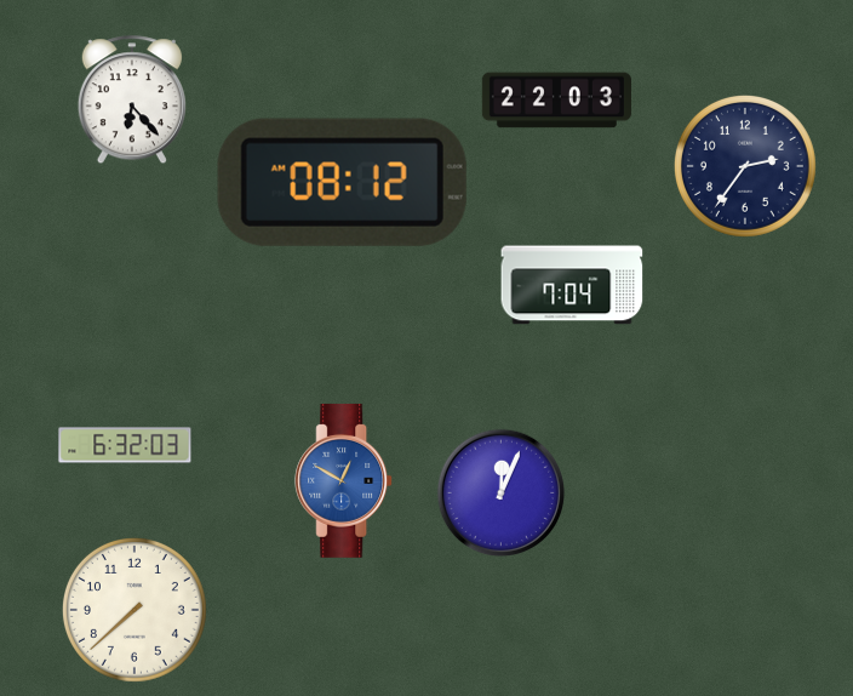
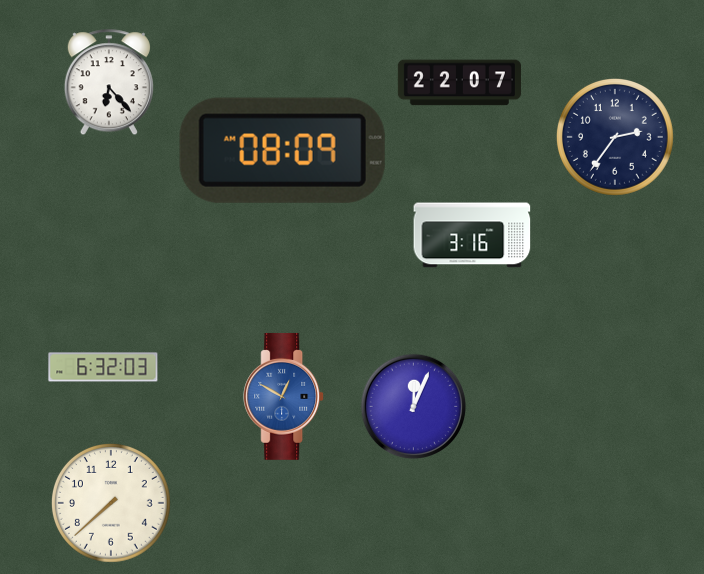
clock at (556, 101): 22:03 -> 22:07
clock at (342, 182): 08:12 -> 08:09
clock at (572, 285): 7:04 -> 3:16
